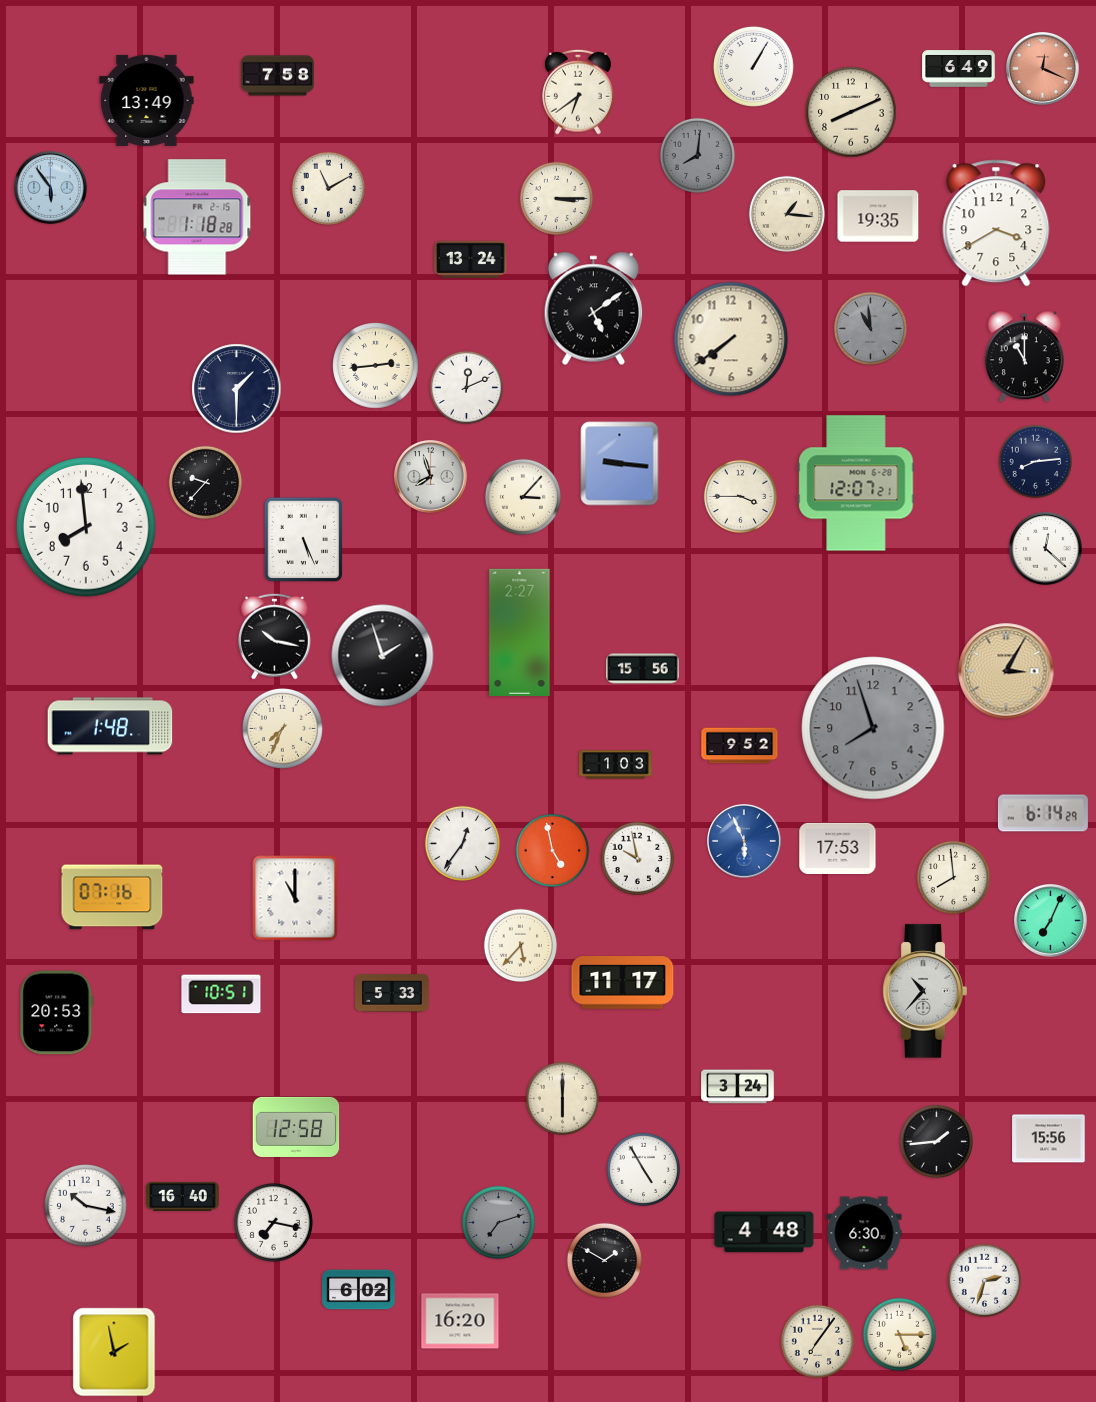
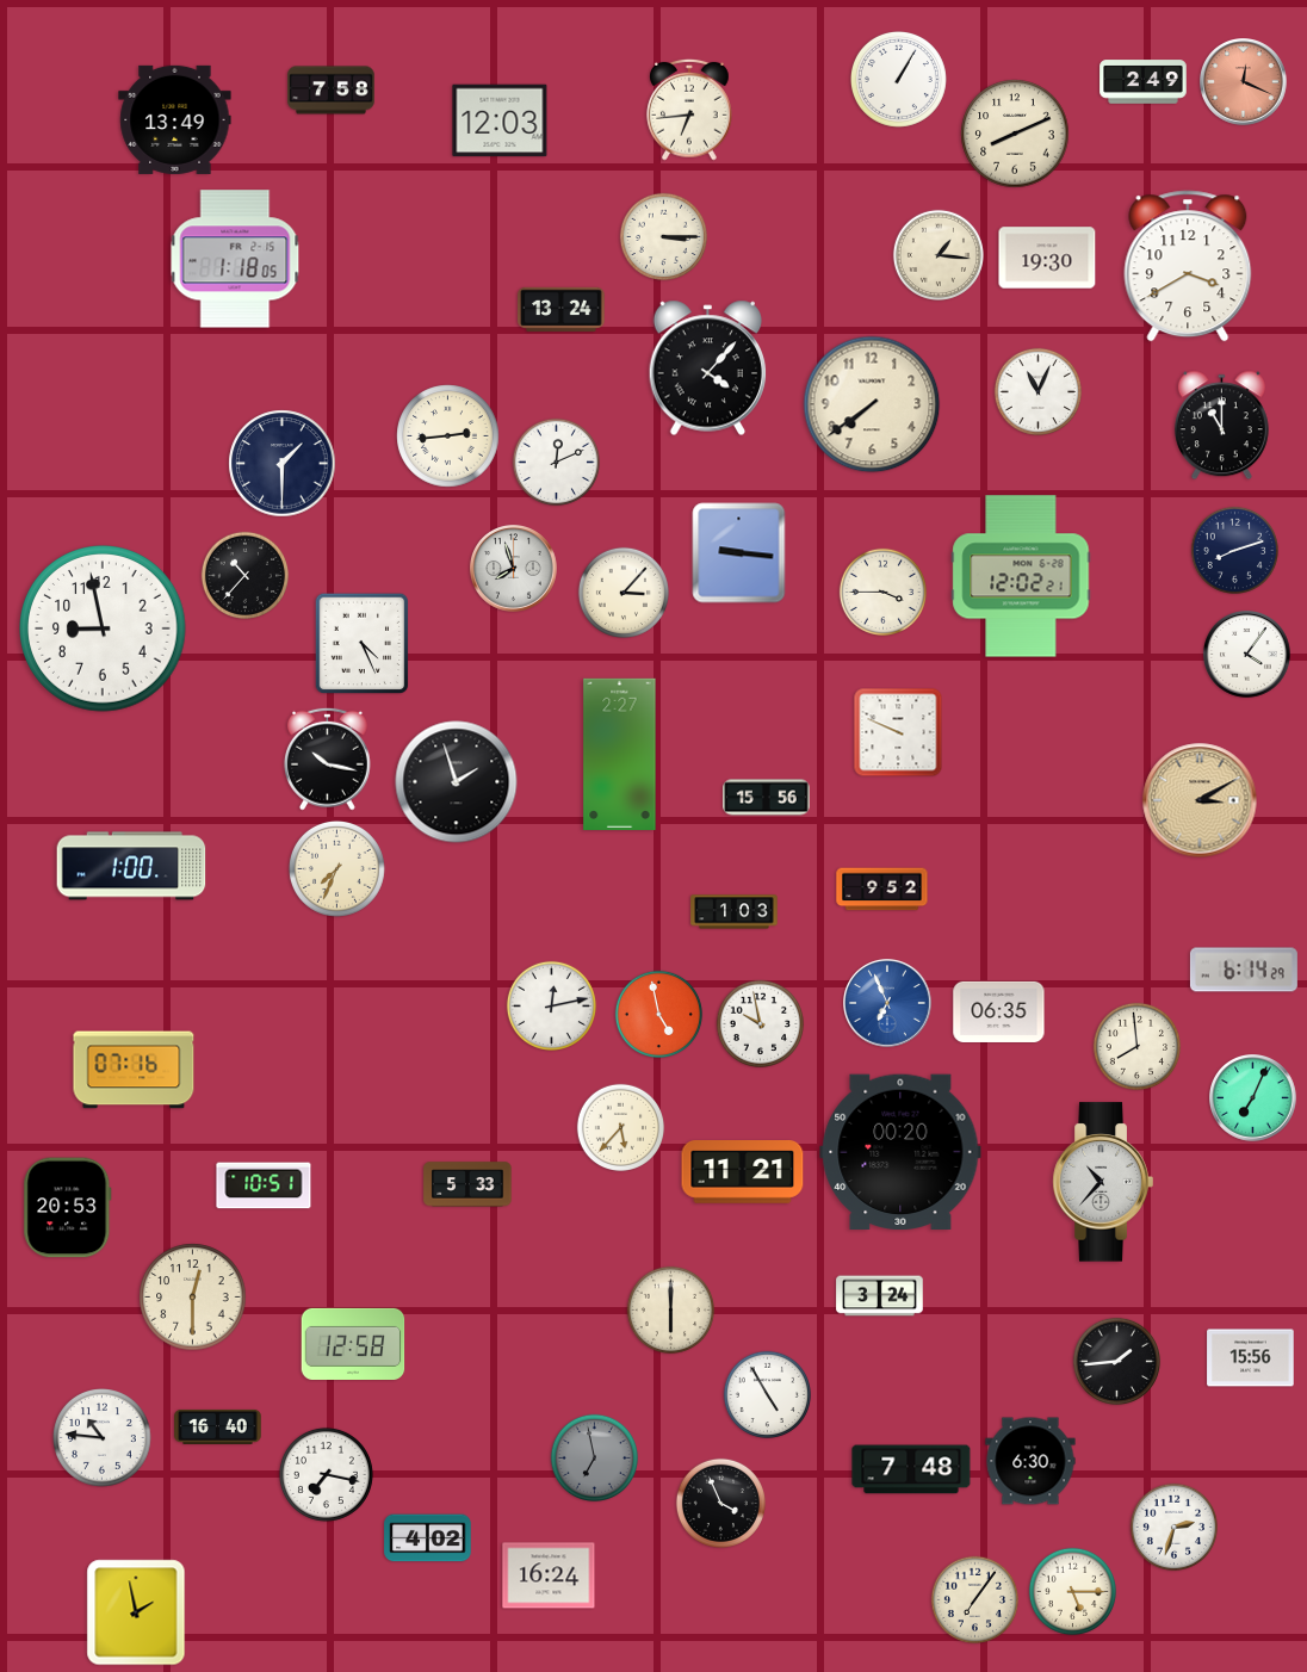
clock at (959, 69): 6:49 -> 2:49
clock at (578, 92): 6:39 -> 6:44
clock at (500, 120): none -> 12:03
clock at (697, 155): 8:01 -> none
clock at (51, 188): 5:54 -> none
clock at (329, 189): 11:10 -> none
clock at (878, 216): 19:35 -> 19:30
clock at (197, 217): 1:18:28 -> 1:18:05
clock at (594, 309): 5:09 -> 4:07
clock at (871, 329): 10:59 -> 11:04
clock at (871, 329) dial: grey -> white
clock at (1036, 462): 8:14 -> 8:12
clock at (206, 483): 9:37 -> 10:37
clock at (856, 483): 12:07 -> 12:02
clock at (86, 527): 7:59 -> 8:58
clock at (304, 540): 5:26 -> 4:26
clock at (1046, 549): 12:22 -> 4:06
clock at (898, 732): none -> 9:49
clock at (1006, 671): 3:05 -> 3:10
clock at (110, 726): 1:48 -> 1:00
clock at (873, 728): 7:57 -> none
clock at (745, 842): 5:56 -> 6:56
clock at (462, 843): 12:36 -> 12:13
clock at (838, 848): 17:53 -> 06:35
clock at (295, 898): 11:00 -> none
clock at (900, 1151): none -> 00:20
clock at (623, 983): 11:17 -> 11:21
clock at (193, 1298): none -> 12:30
clock at (86, 1206): 10:17 -> 10:46
clock at (273, 1222) position: (273, 1222) -> (326, 1474)
clock at (499, 1223): 7:12 -> 6:58
clock at (764, 1232): 4:48 -> 7:48
clock at (864, 1233) position: (864, 1233) -> (1030, 1461)
clock at (604, 1260): 1:50 -> 3:56
clock at (359, 1290): 6:02 -> 4:02
clock at (460, 1321): 16:20 -> 16:24
